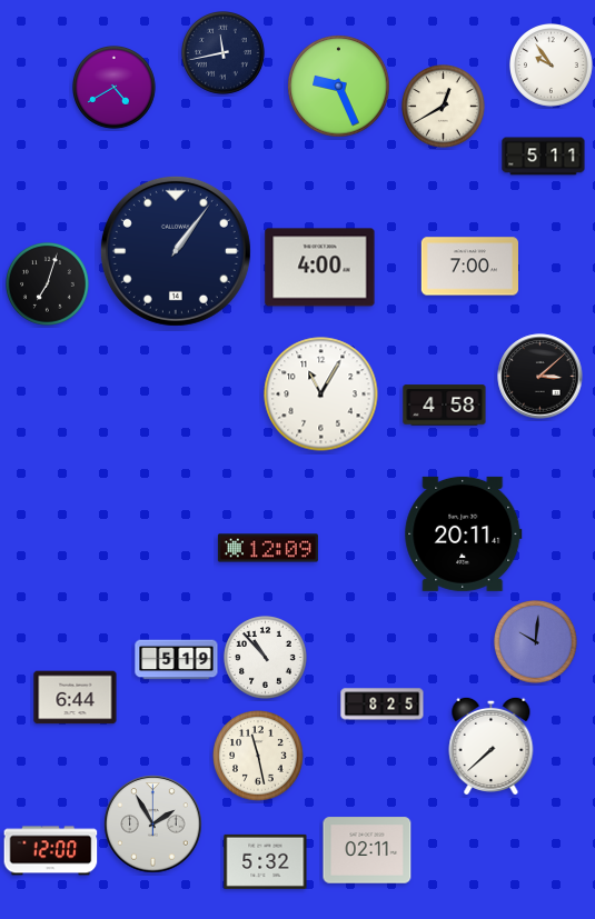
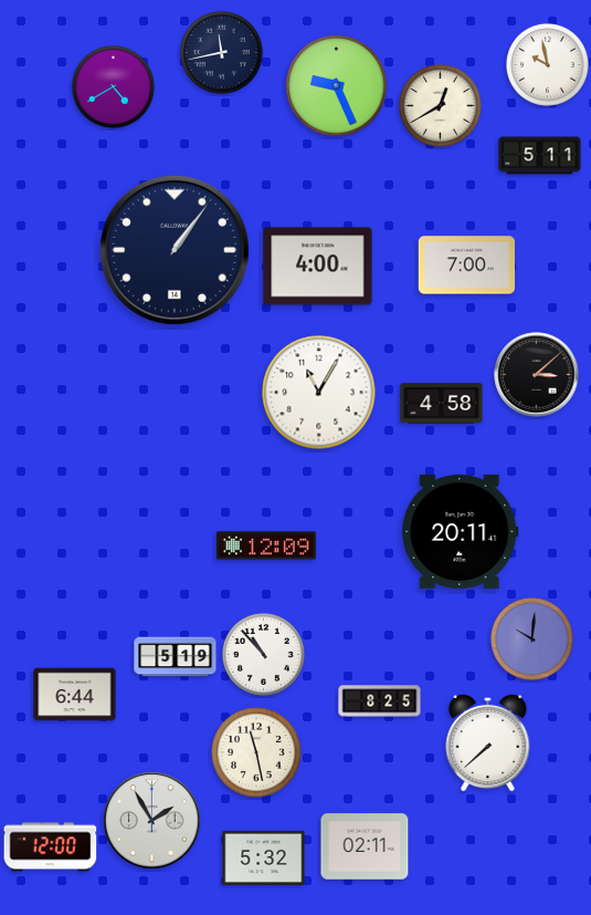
clock at (552, 66): 9:54 -> 9:58
clock at (48, 284): 7:03 -> none
